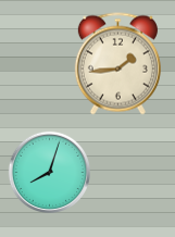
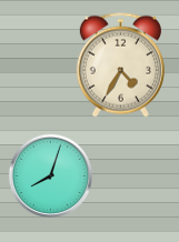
clock at (117, 64): 1:44 -> 4:35
